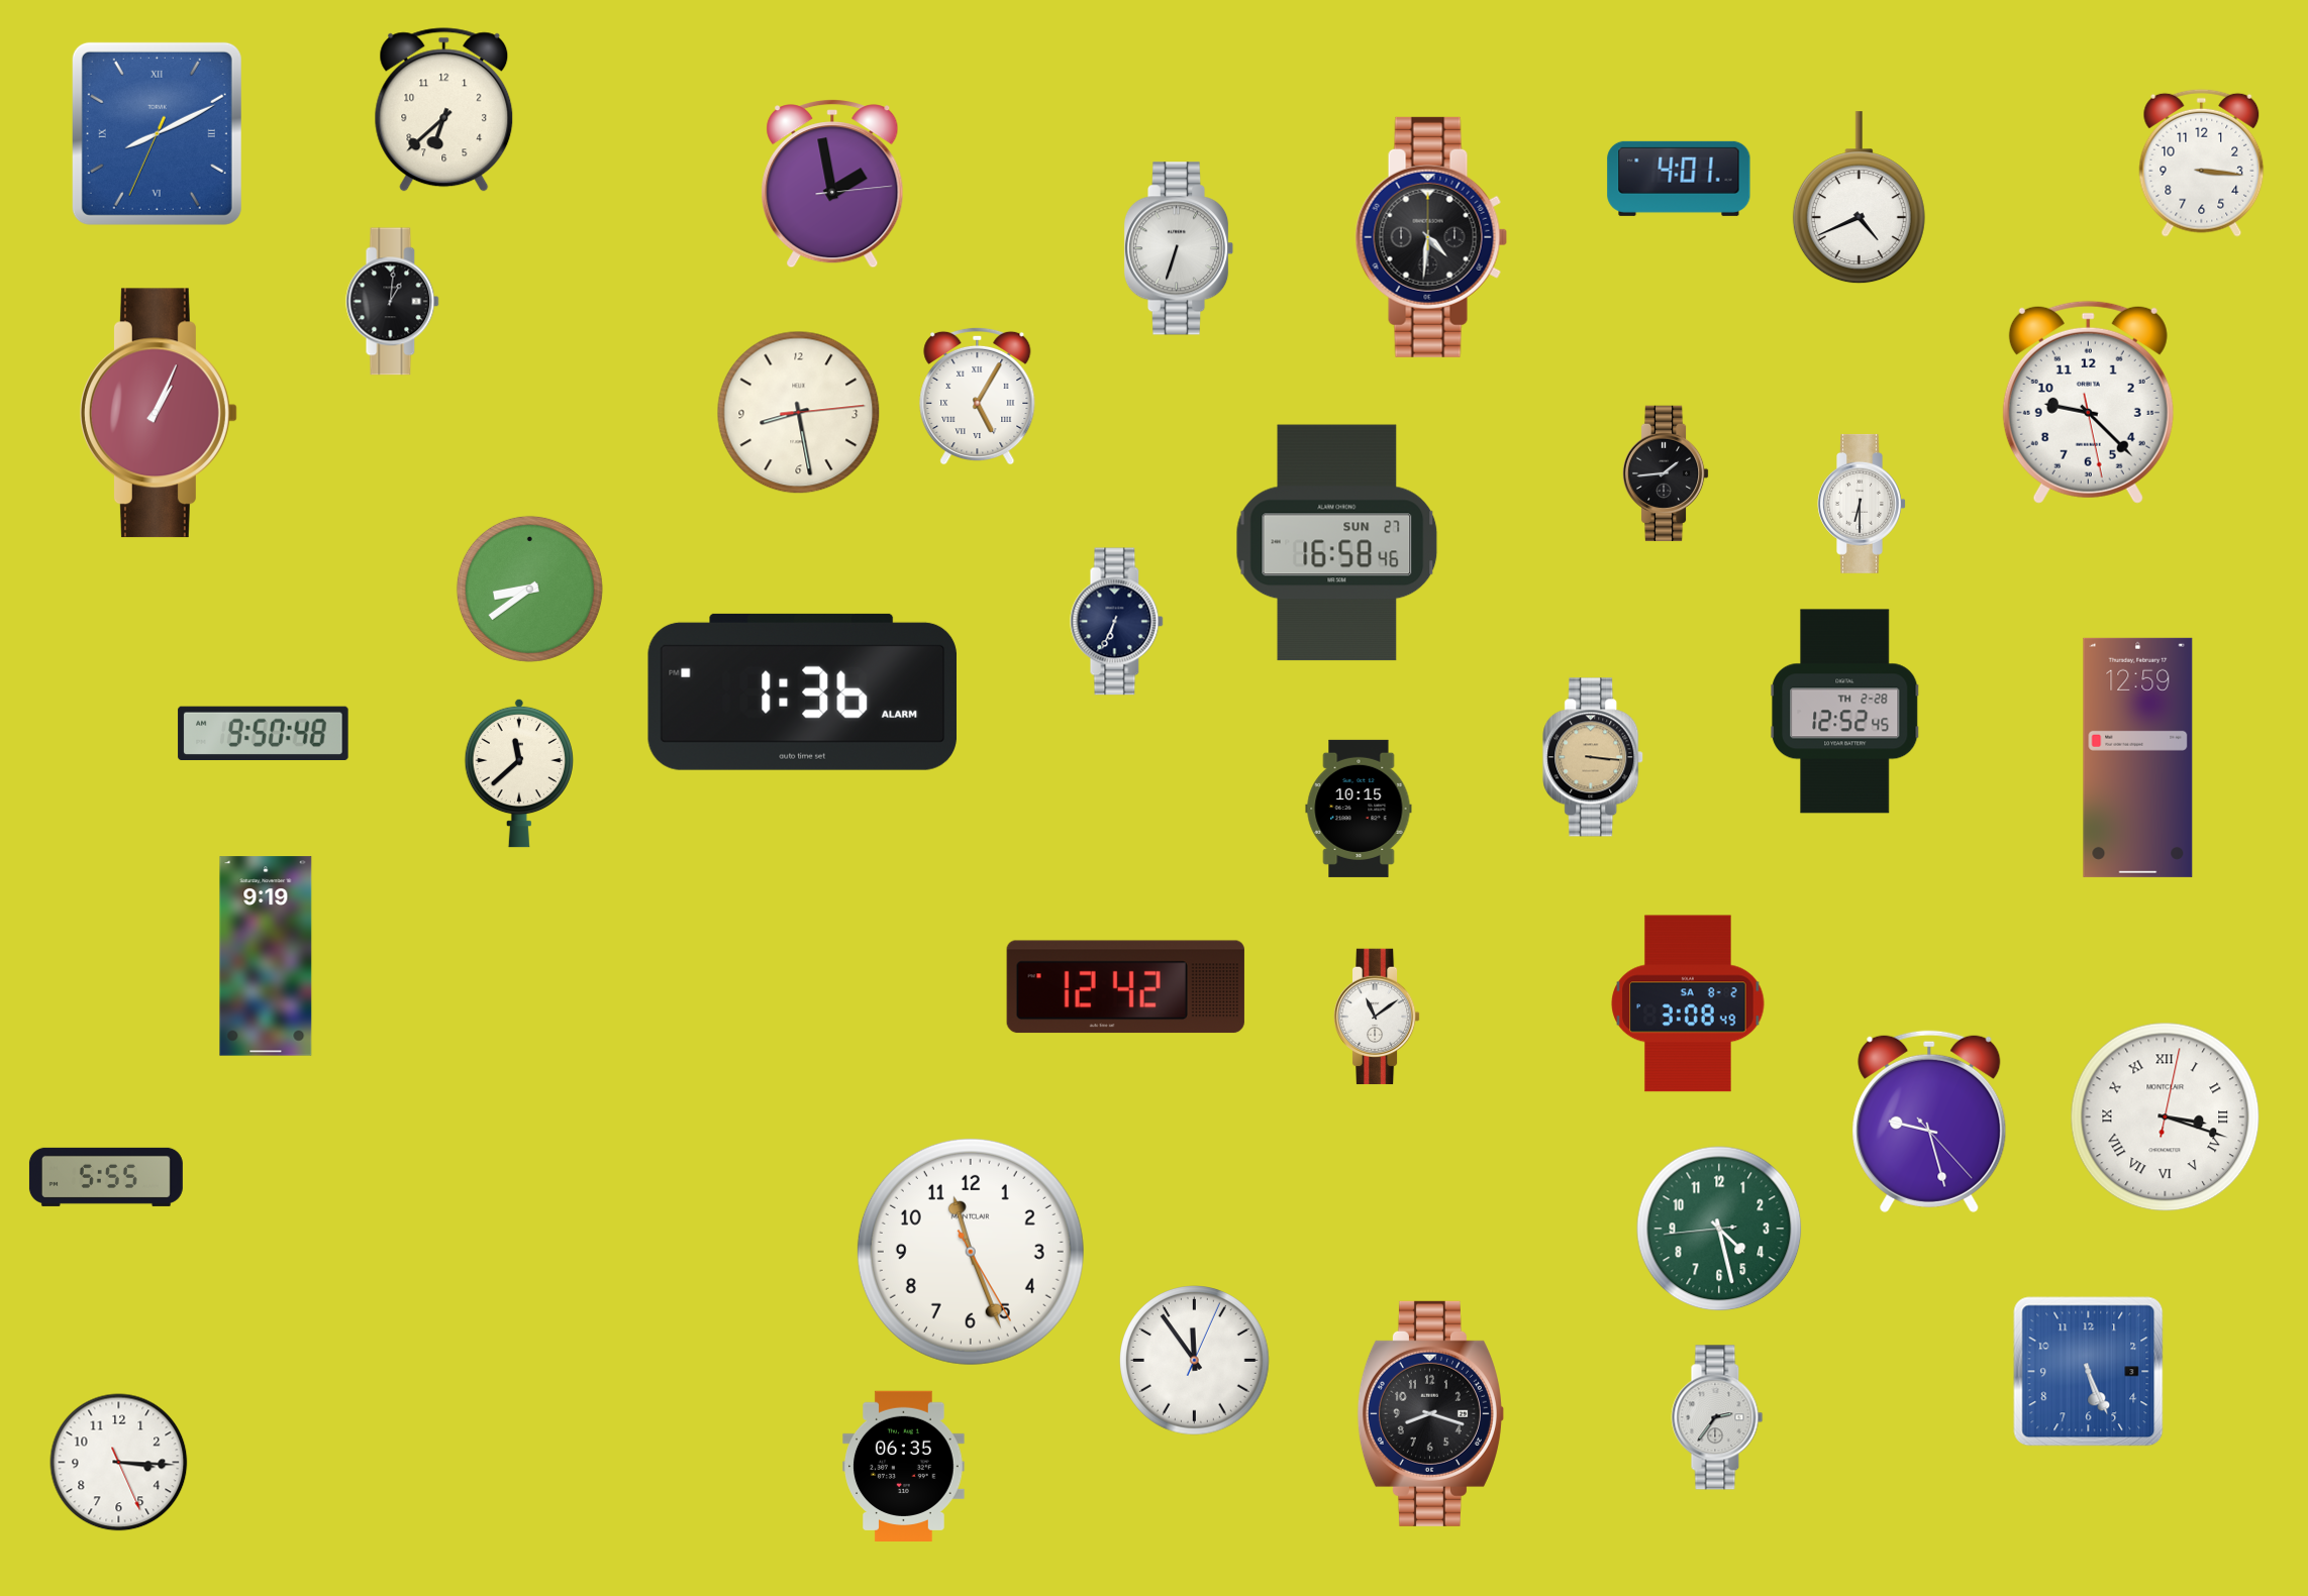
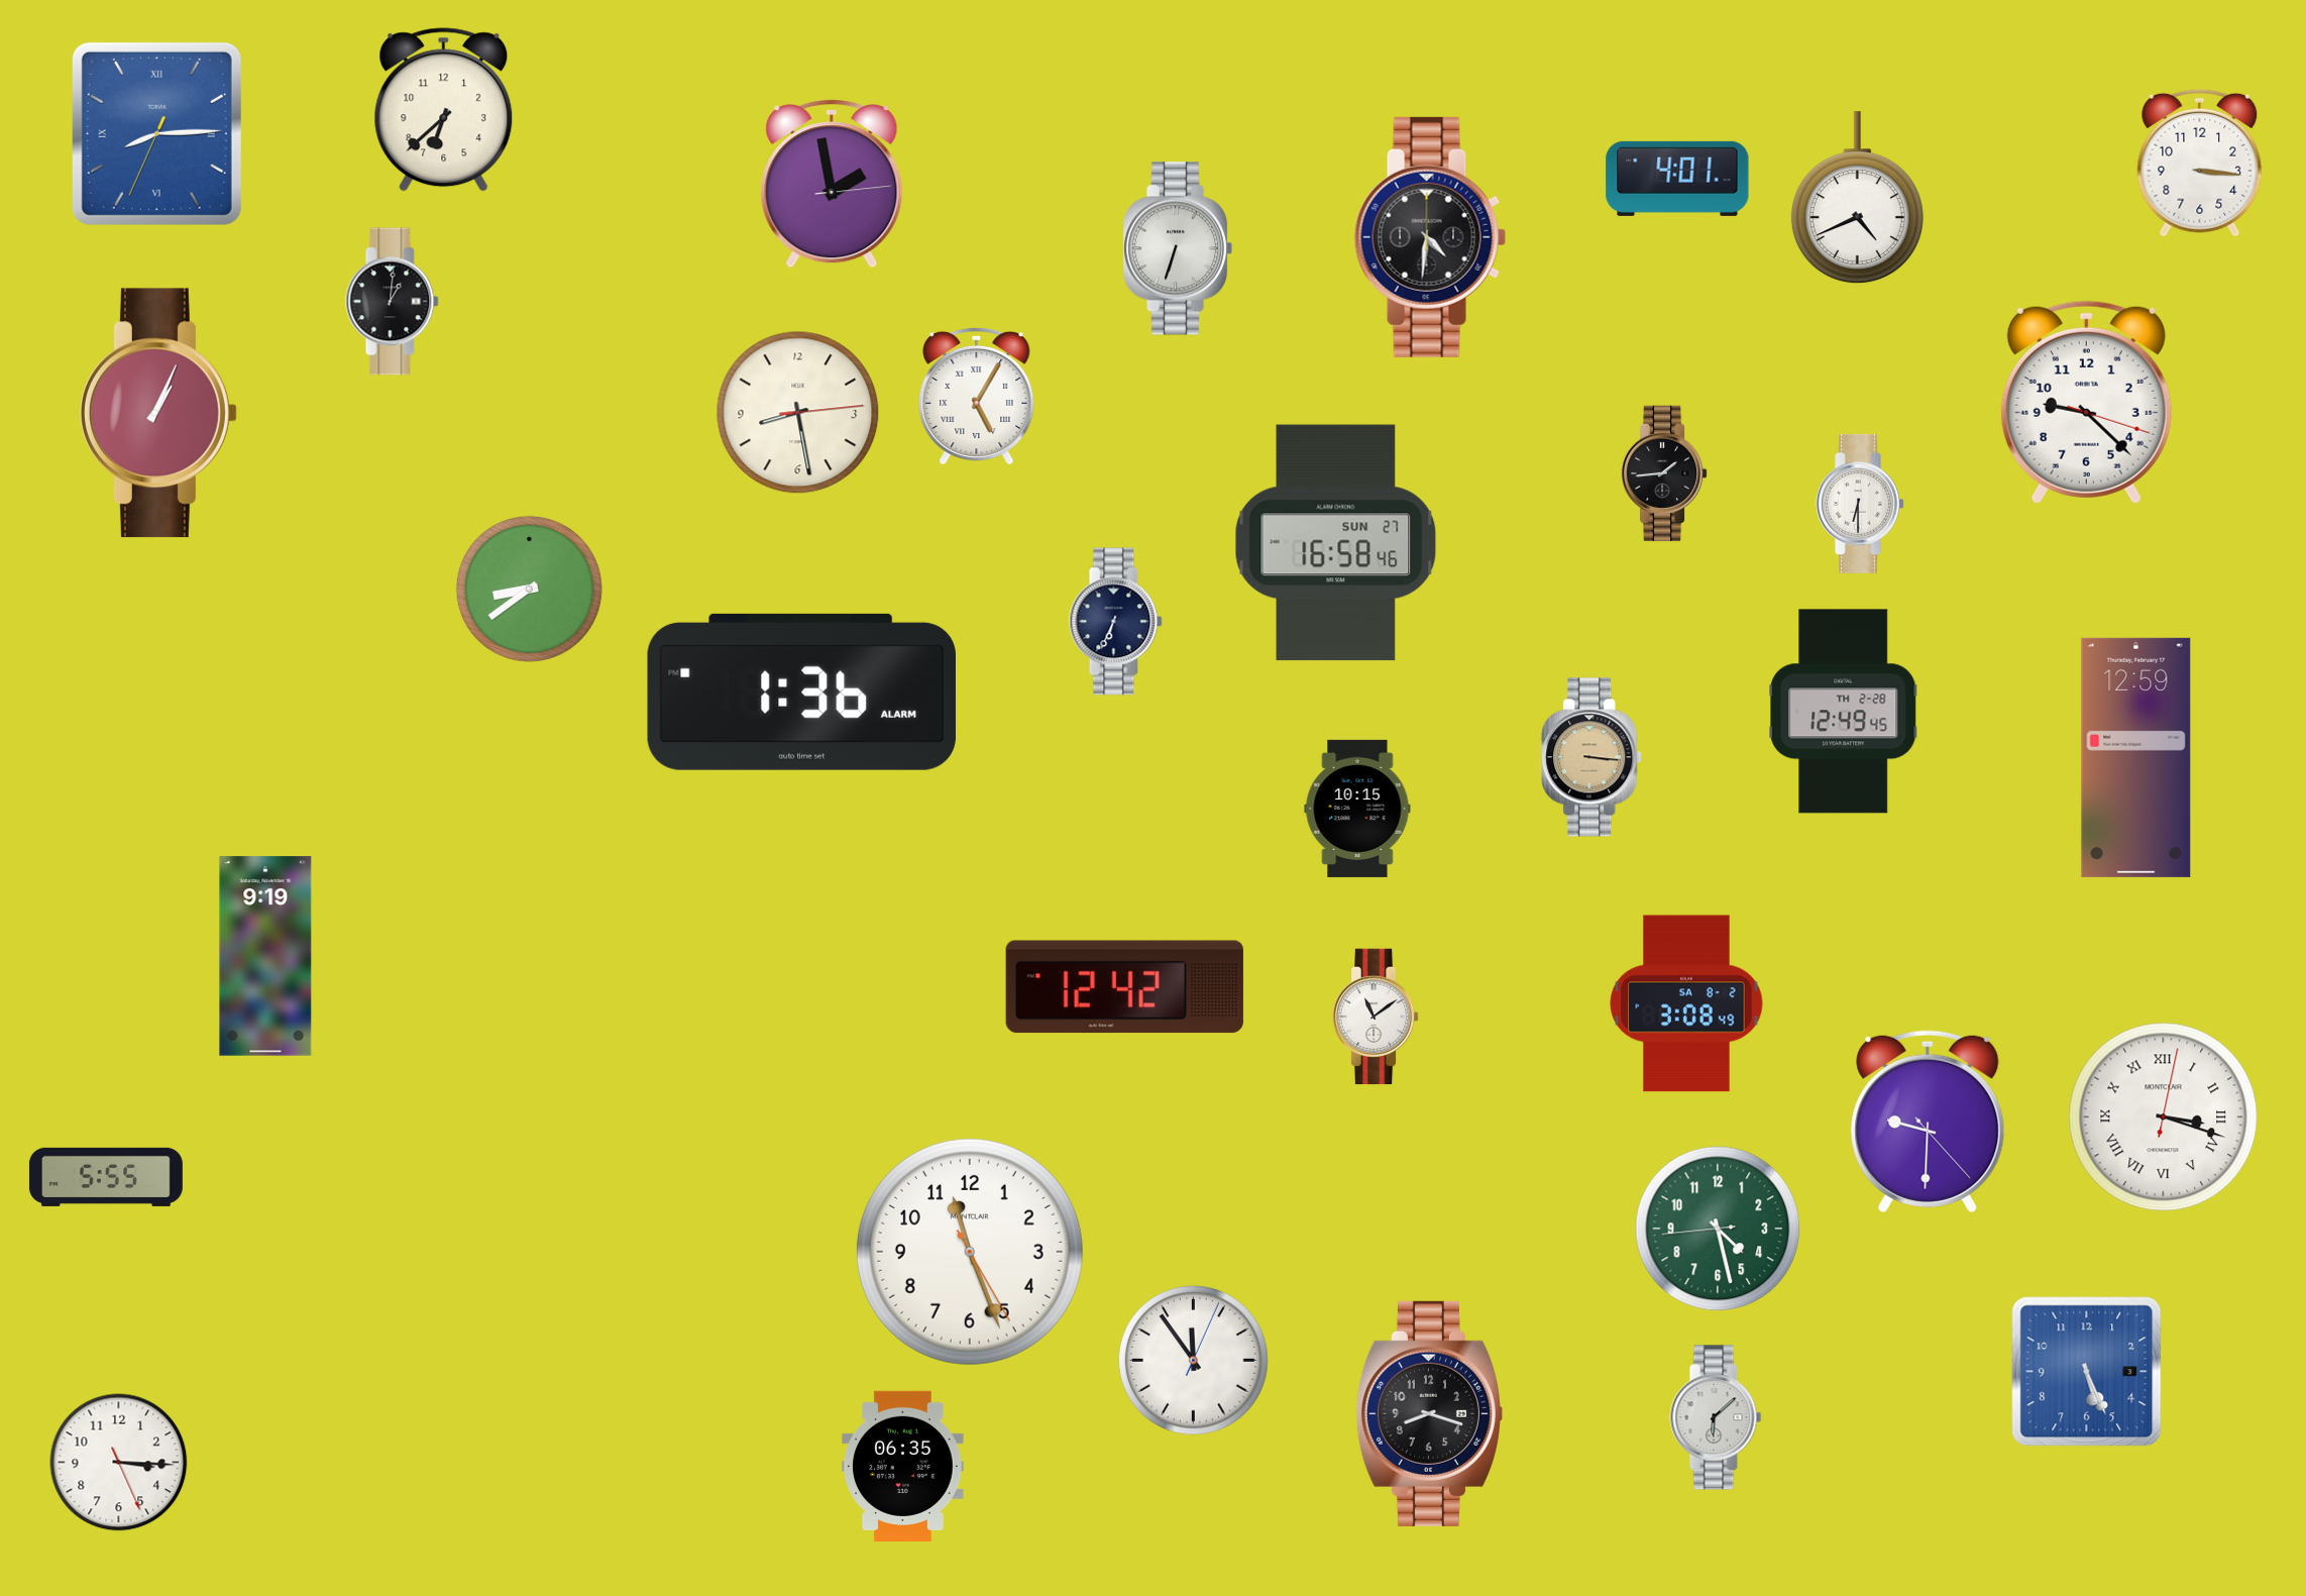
clock at (157, 133): 8:10 -> 8:14
clock at (2088, 402): 9:22:28 -> 9:22:18
clock at (1845, 712): 12:52 -> 12:49
clock at (264, 734): 9:50 -> none
clock at (519, 773): 11:38 -> none
clock at (1929, 1122): 9:27 -> 9:30
clock at (1717, 1417): 2:36 -> 6:08
